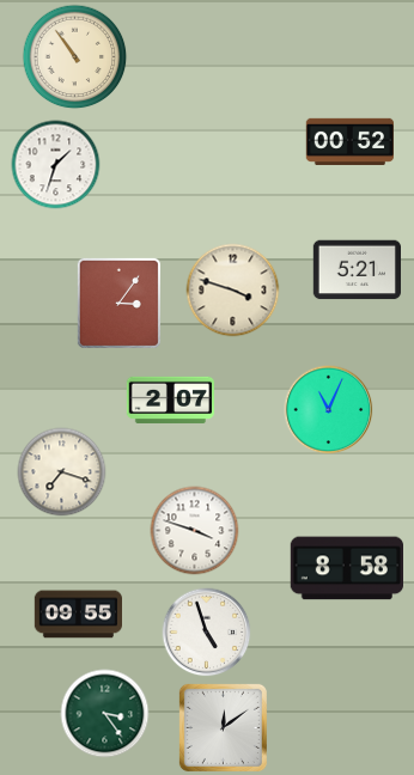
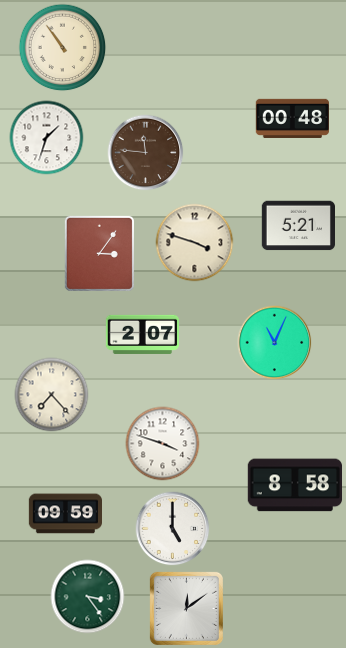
clock at (349, 141): 00:52 -> 00:48
clock at (146, 153): none -> 11:46
clock at (62, 472): 7:18 -> 7:23
clock at (346, 568) position: (346, 568) -> (294, 485)
clock at (79, 615): 09:55 -> 09:59
clock at (207, 633): 4:57 -> 5:00
